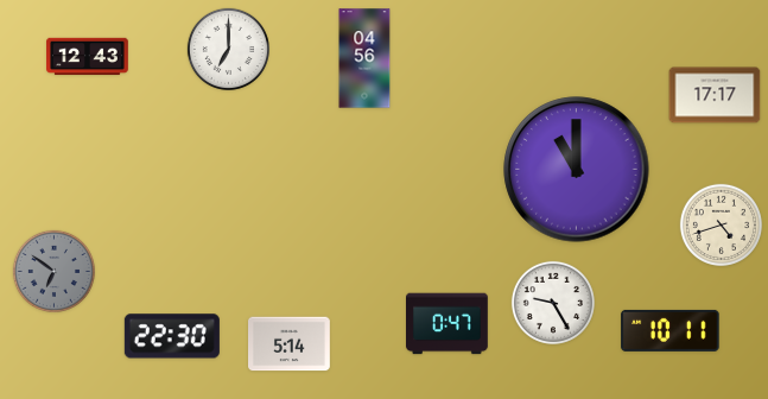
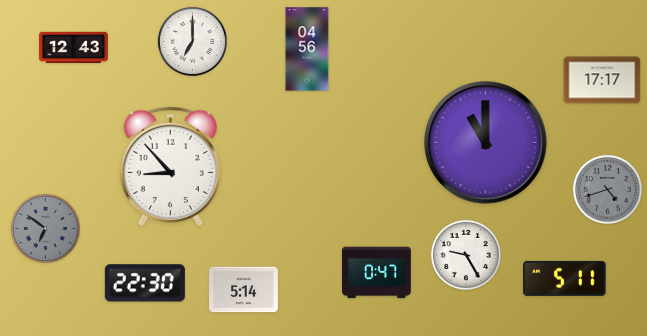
clock at (170, 166): none -> 8:53
clock at (721, 224) dial: cream -> grey
clock at (671, 330): 10:11 -> 5:11
